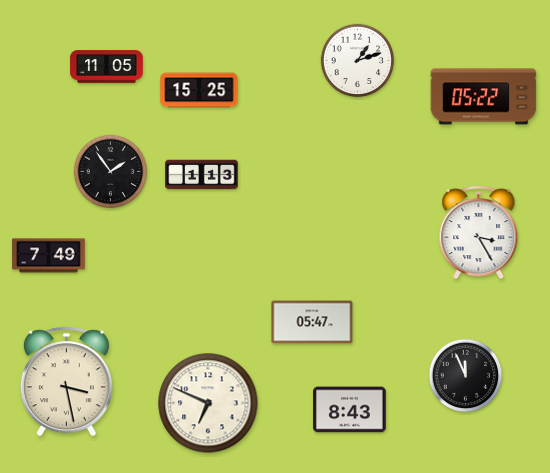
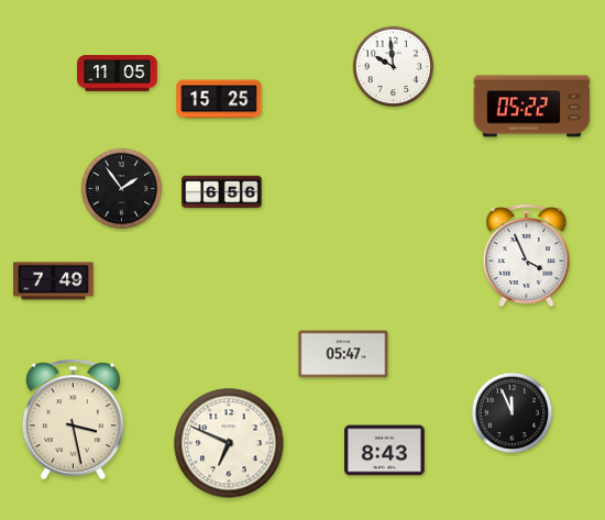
clock at (358, 61): 1:12 -> 9:59
clock at (202, 175): 1:13 -> 6:56
clock at (479, 233): 3:25 -> 3:56
